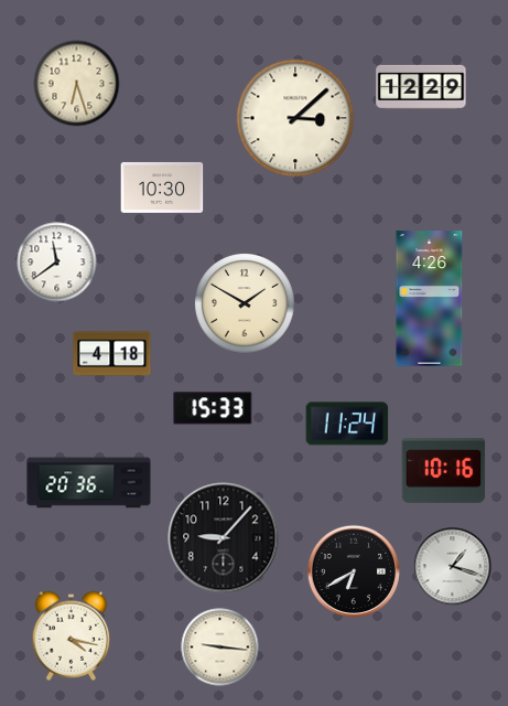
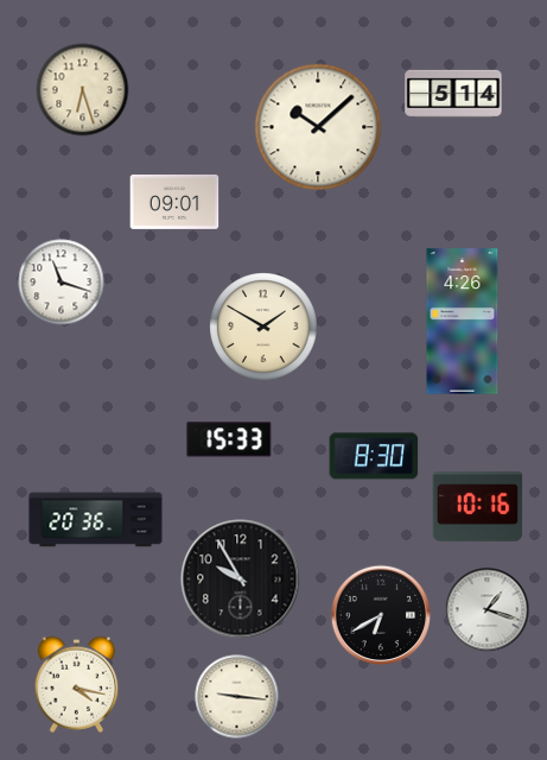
clock at (421, 87): 12:29 -> 5:14
clock at (295, 118): 3:08 -> 10:08
clock at (162, 188): 10:30 -> 09:01
clock at (57, 263): 11:39 -> 11:18
clock at (112, 354): 4:18 -> none
clock at (347, 424): 11:24 -> 8:30
clock at (224, 538): 9:07 -> 9:55
